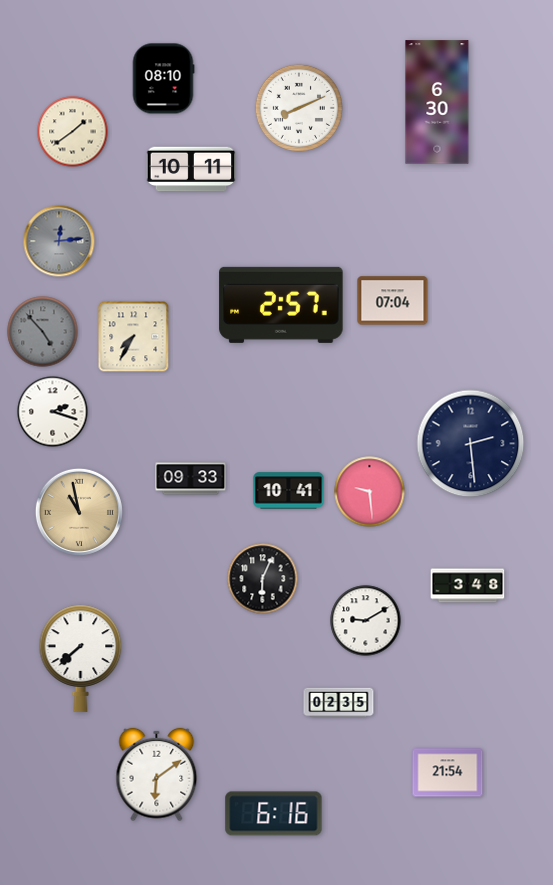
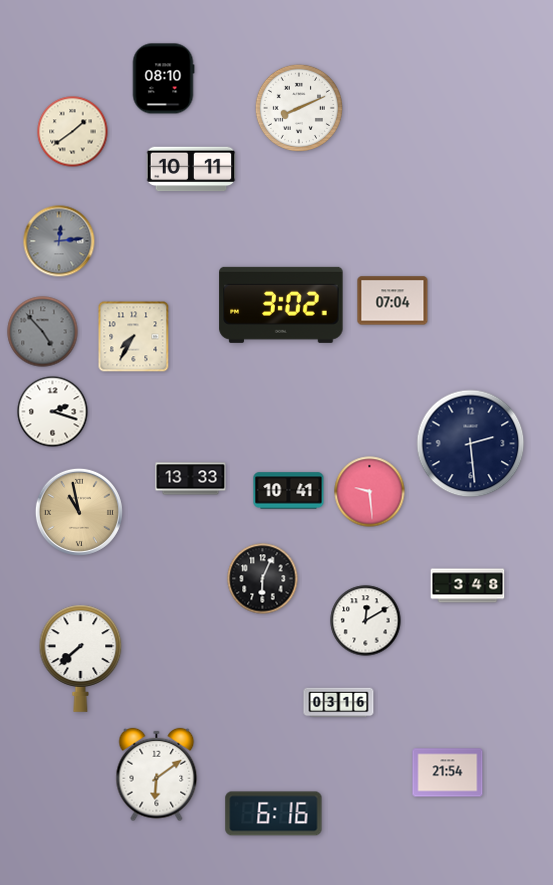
clock at (437, 102): 6:30 -> none
clock at (281, 305): 2:57 -> 3:02
clock at (191, 479): 09:33 -> 13:33
clock at (366, 621): 9:10 -> 12:10
clock at (339, 703): 02:35 -> 03:16
